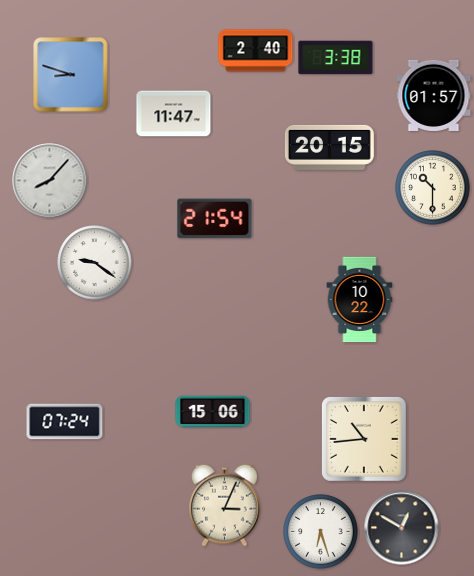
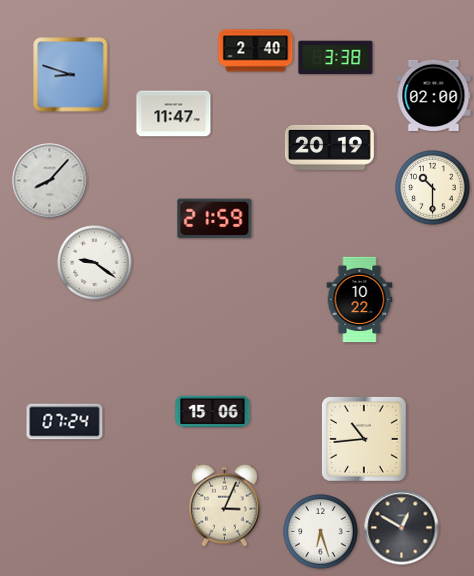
clock at (434, 95): 01:57 -> 02:00
clock at (329, 147): 20:15 -> 20:19
clock at (215, 219): 21:54 -> 21:59
